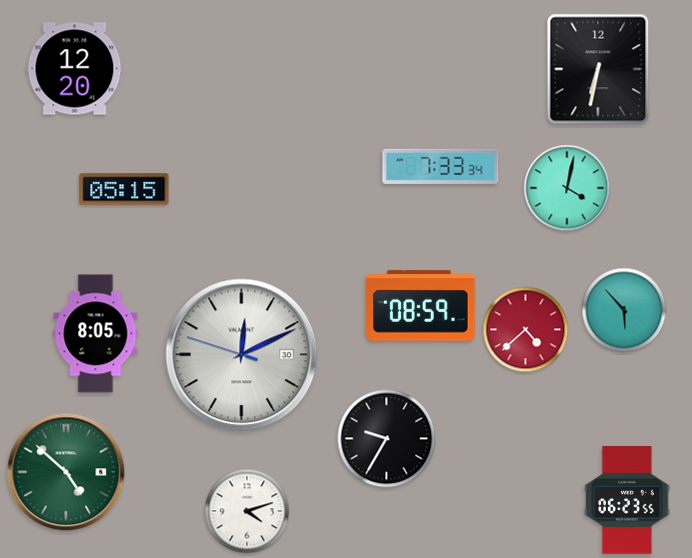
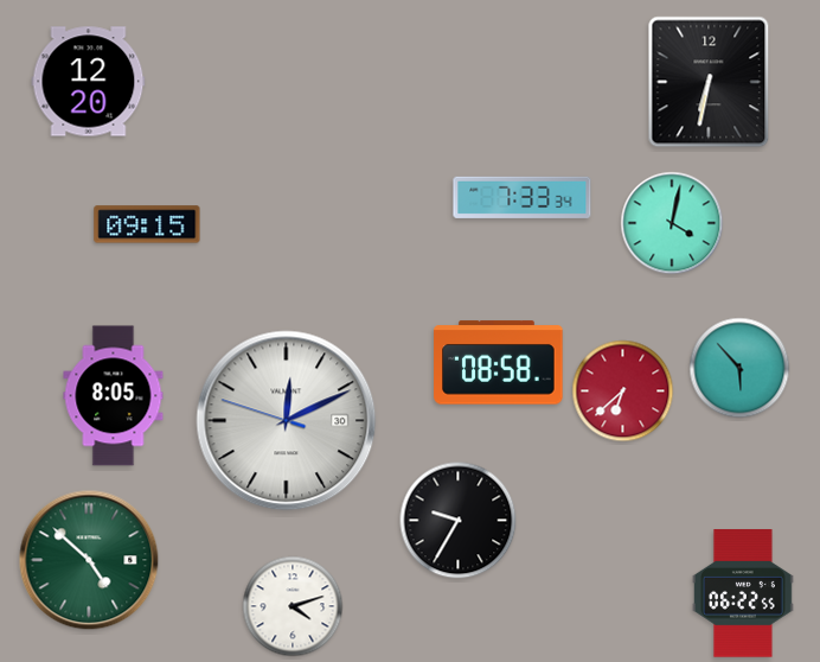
clock at (124, 189): 05:15 -> 09:15
clock at (421, 306): 08:59 -> 08:58
clock at (526, 330): 4:38 -> 6:38
clock at (66, 472) position: (66, 472) -> (89, 560)
clock at (627, 500): 06:23 -> 06:22
